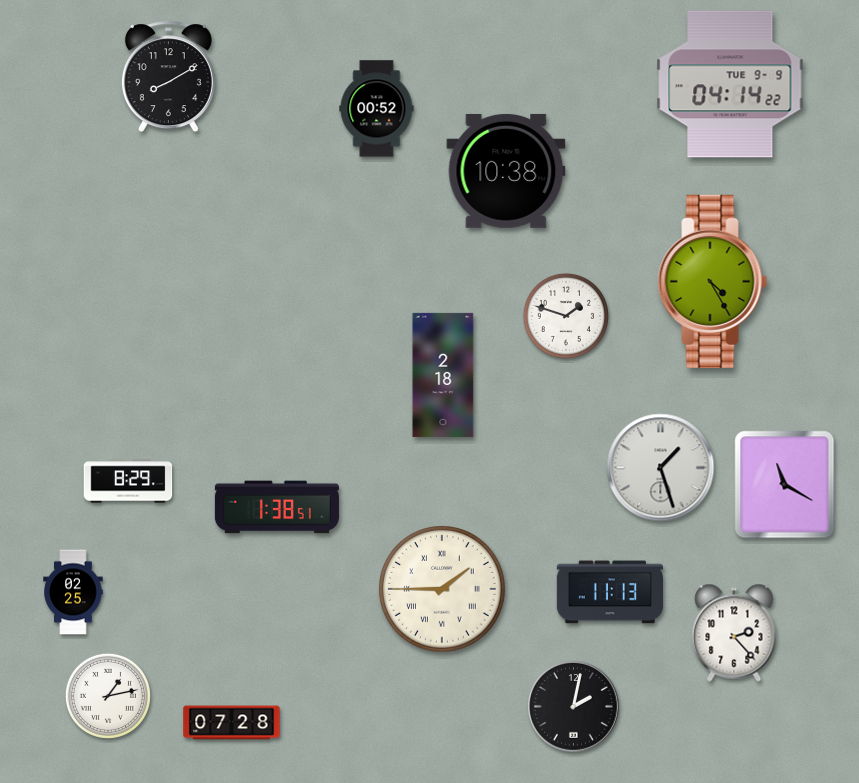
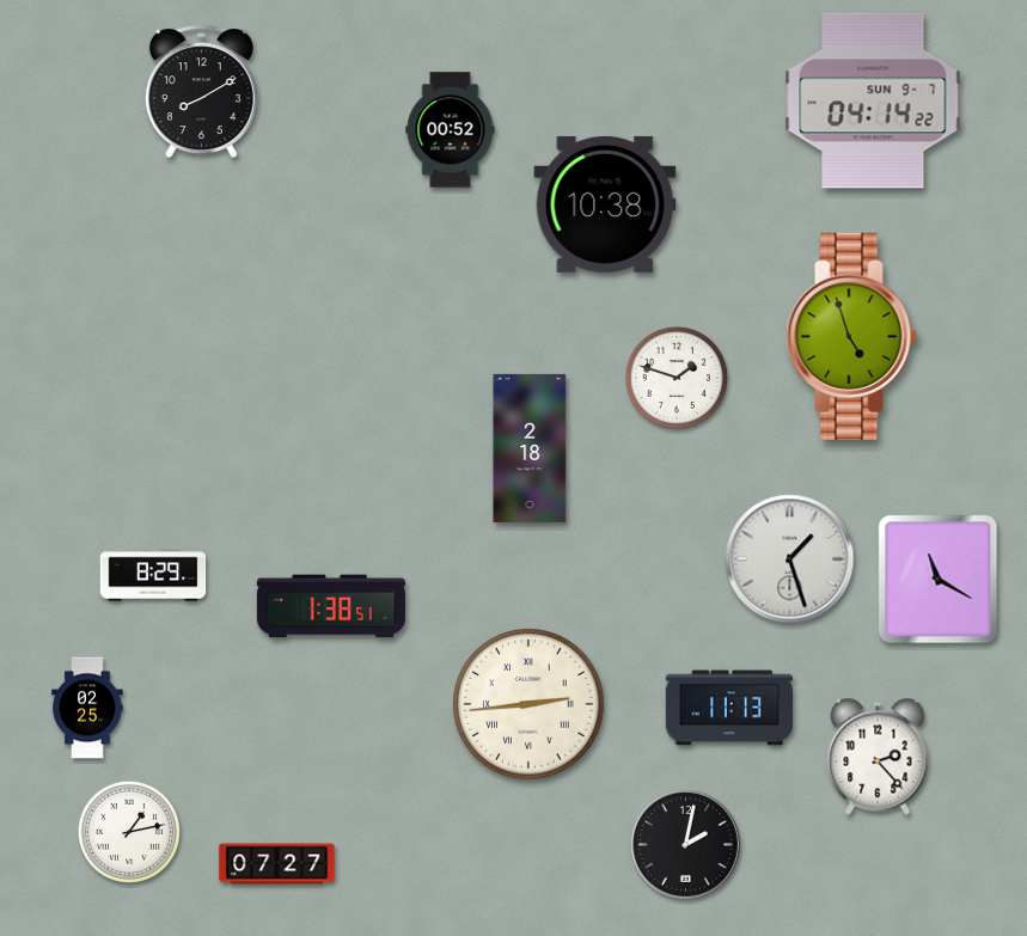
clock at (730, 84) date: TUE 9-9 -> SUN 9-7
clock at (713, 281): 4:25 -> 4:57
clock at (442, 589): 1:45 -> 2:44
clock at (232, 723): 07:28 -> 07:27
